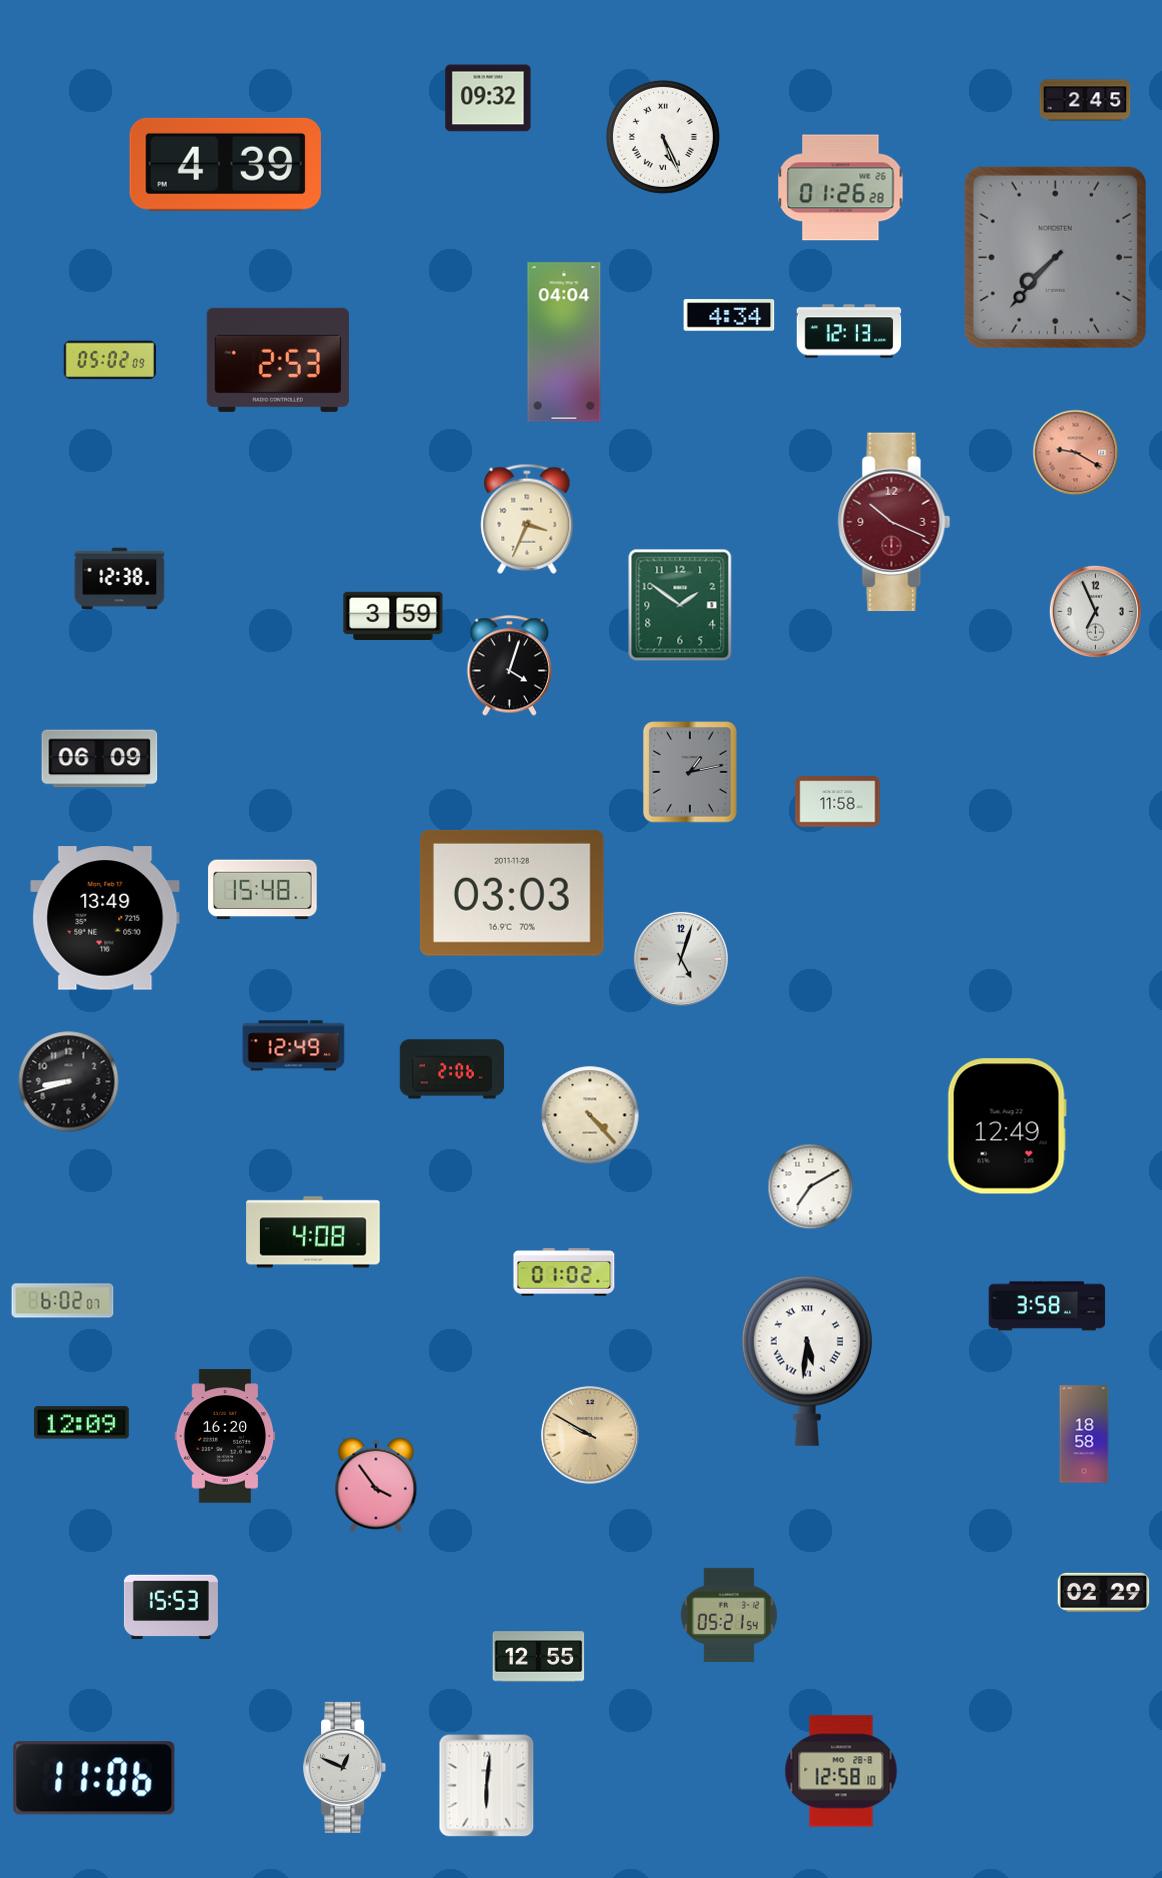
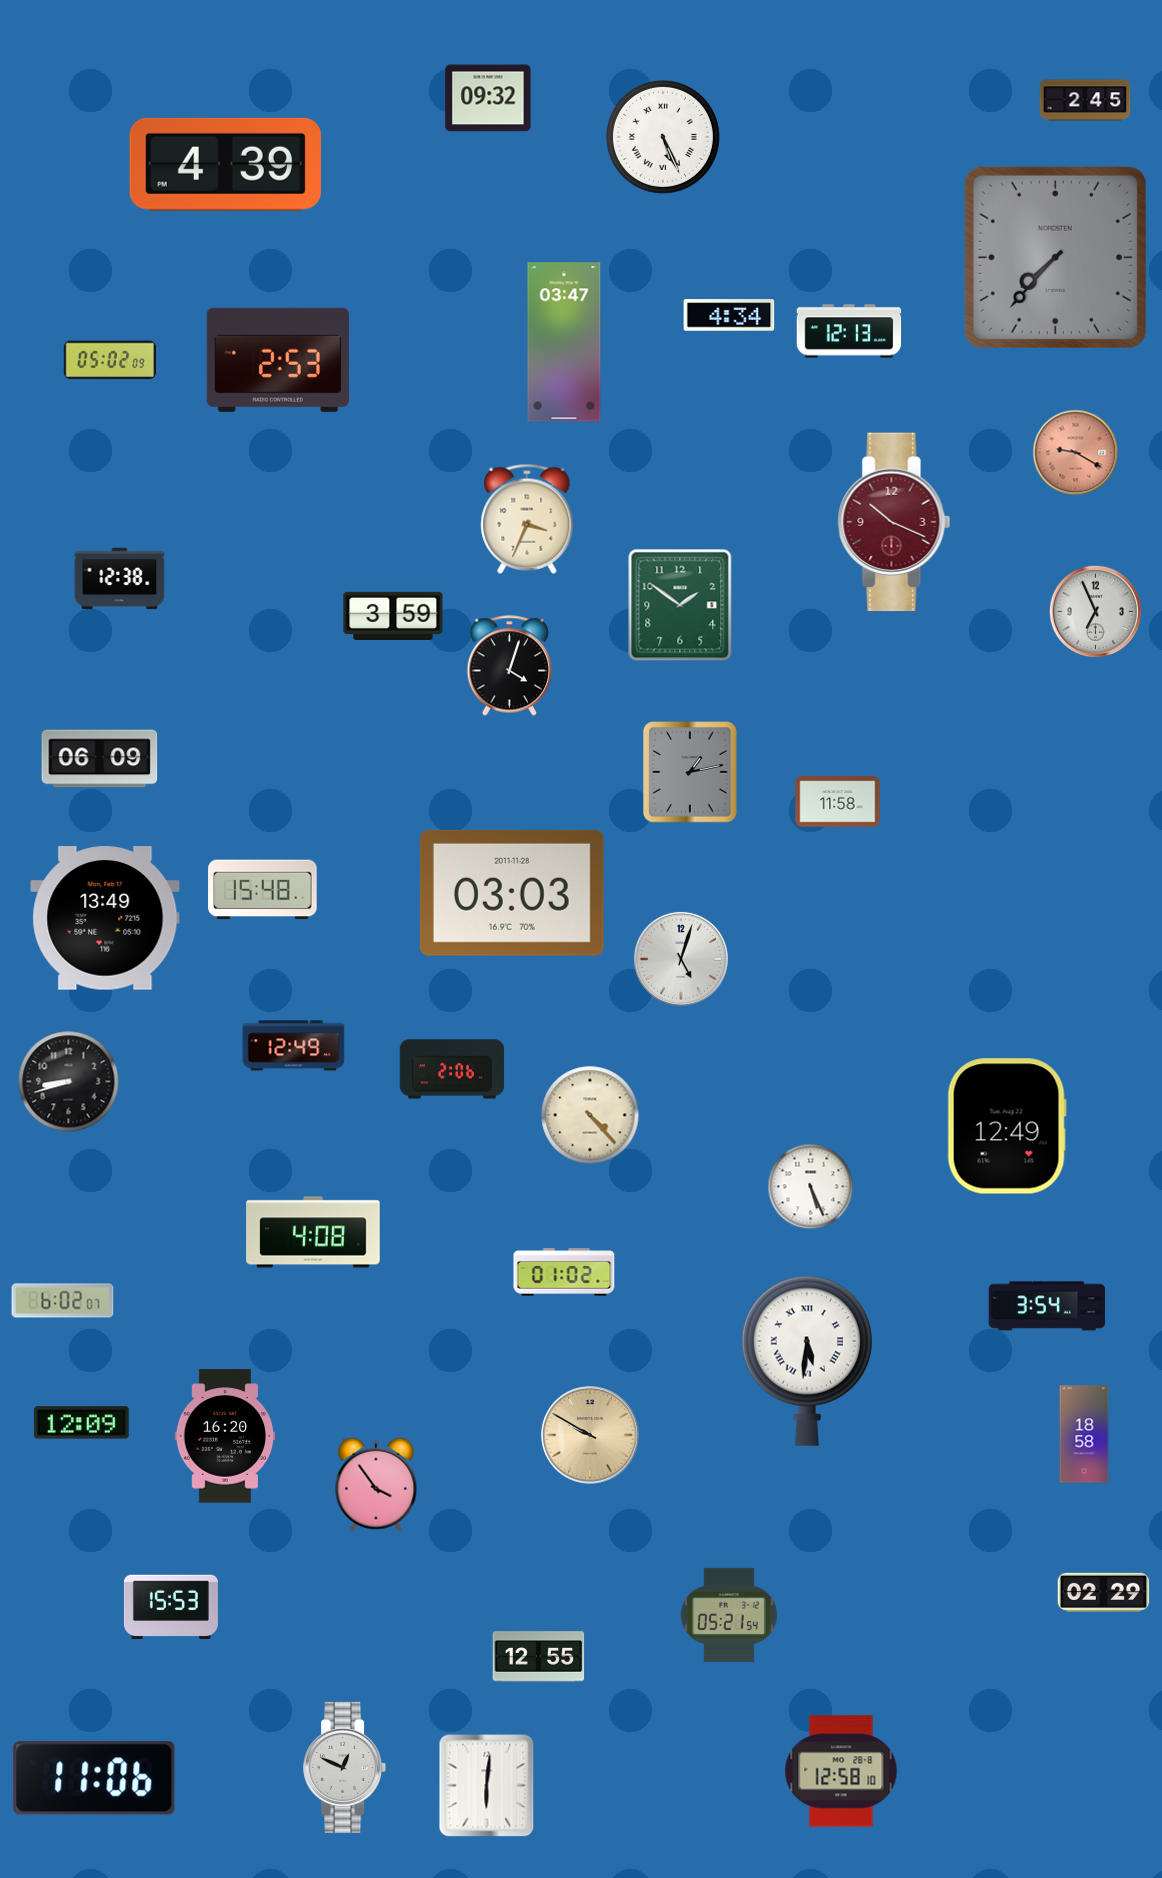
clock at (841, 188): 01:26 -> none
clock at (564, 342): 04:04 -> 03:47
clock at (811, 1187): 7:10 -> 5:26
clock at (1047, 1306): 3:58 -> 3:54
